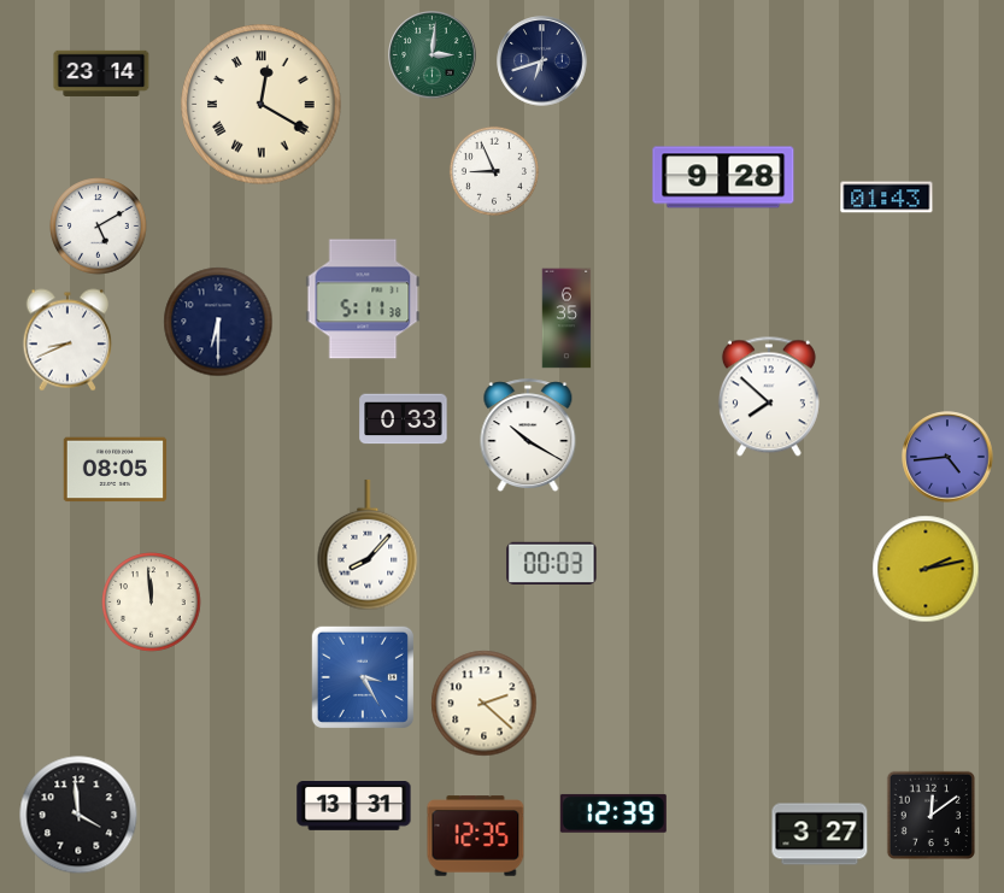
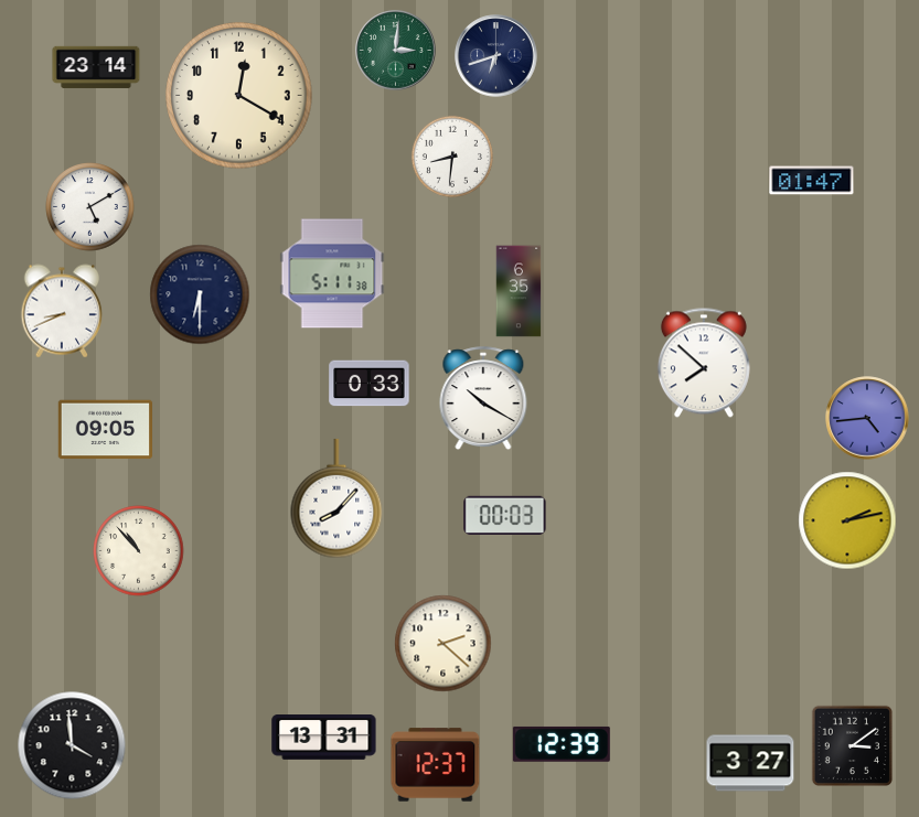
clock at (101, 74) position: (101, 74) -> (96, 67)
clock at (262, 105) numerals: Roman -> Arabic
clock at (494, 171): 8:56 -> 8:31
clock at (723, 177): 9:28 -> none
clock at (887, 198): 01:43 -> 01:47
clock at (116, 470): 08:05 -> 09:05
clock at (152, 603): 11:59 -> 10:53
clock at (363, 677): 3:25 -> none
clock at (930, 815): 12:09 -> 3:09
clock at (476, 836): 12:35 -> 12:37
